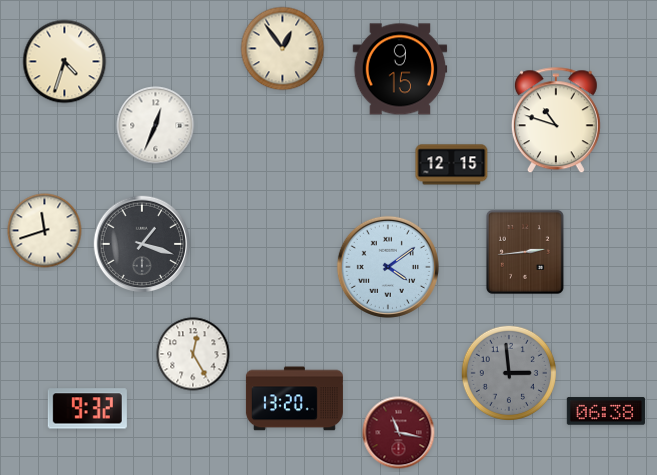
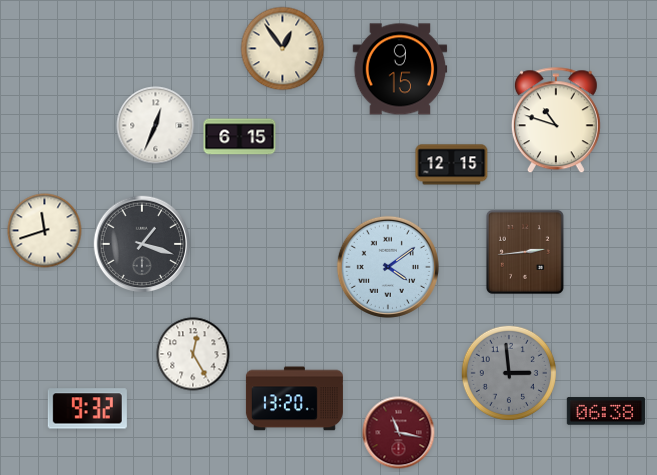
clock at (65, 62): 4:33 -> none
clock at (240, 137): none -> 6:15
